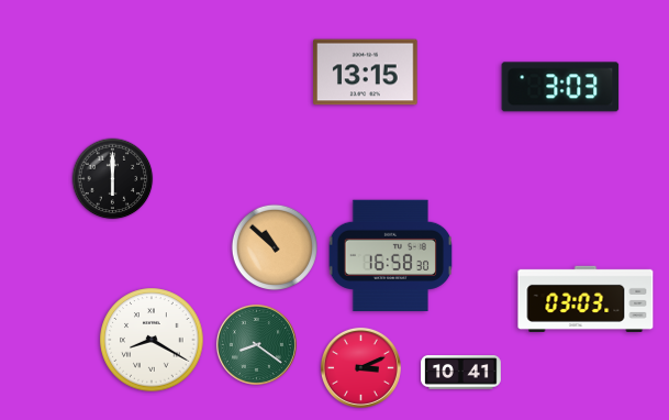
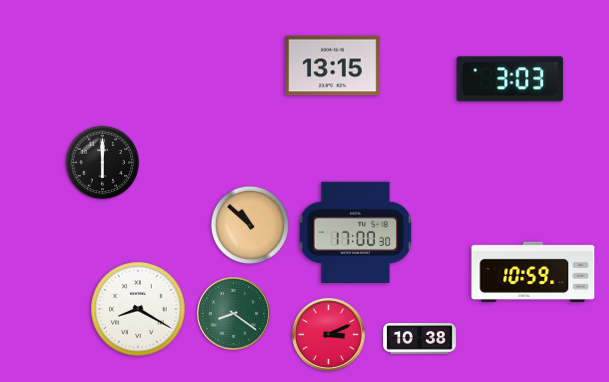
clock at (390, 255): 16:58 -> 17:00
clock at (586, 299): 03:03 -> 10:59
clock at (461, 373): 10:41 -> 10:38
